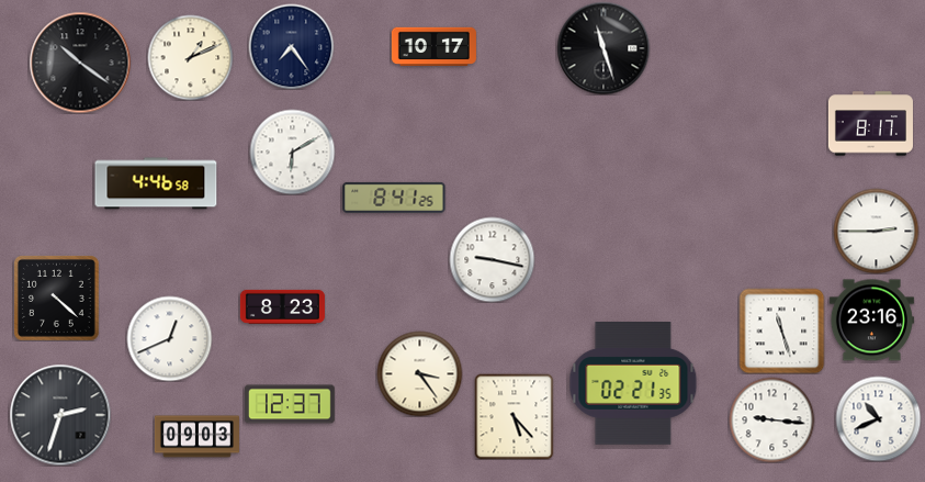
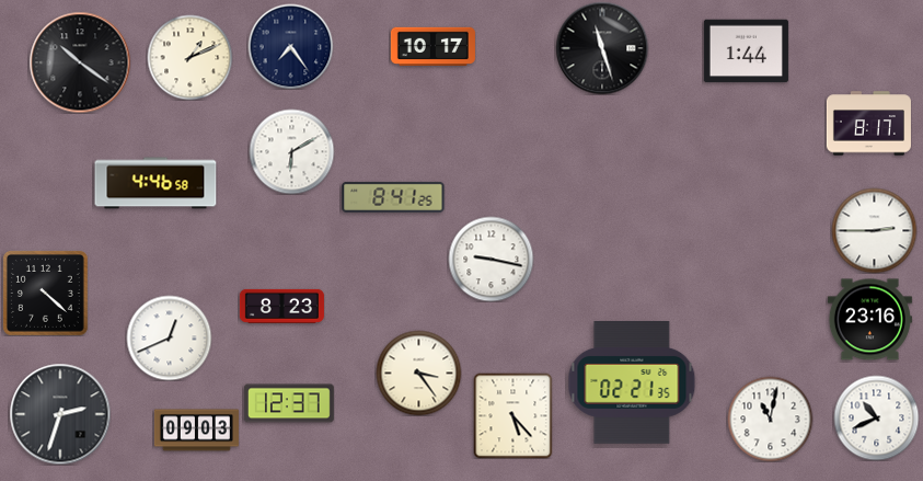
clock at (746, 51): none -> 1:44
clock at (57, 299) position: (57, 299) -> (46, 294)
clock at (781, 330): 11:27 -> none
clock at (771, 419): 9:16 -> 11:02
clock at (196, 437) position: (196, 437) -> (196, 431)
